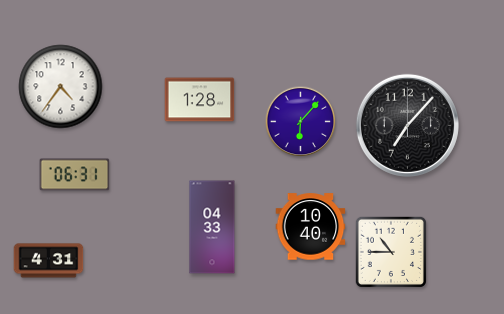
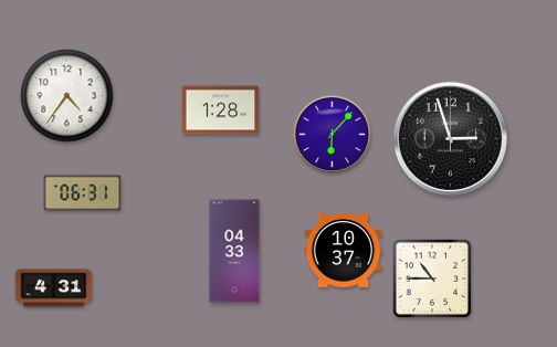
clock at (407, 125): 7:07 -> 2:57
clock at (311, 227): 10:40 -> 10:37
